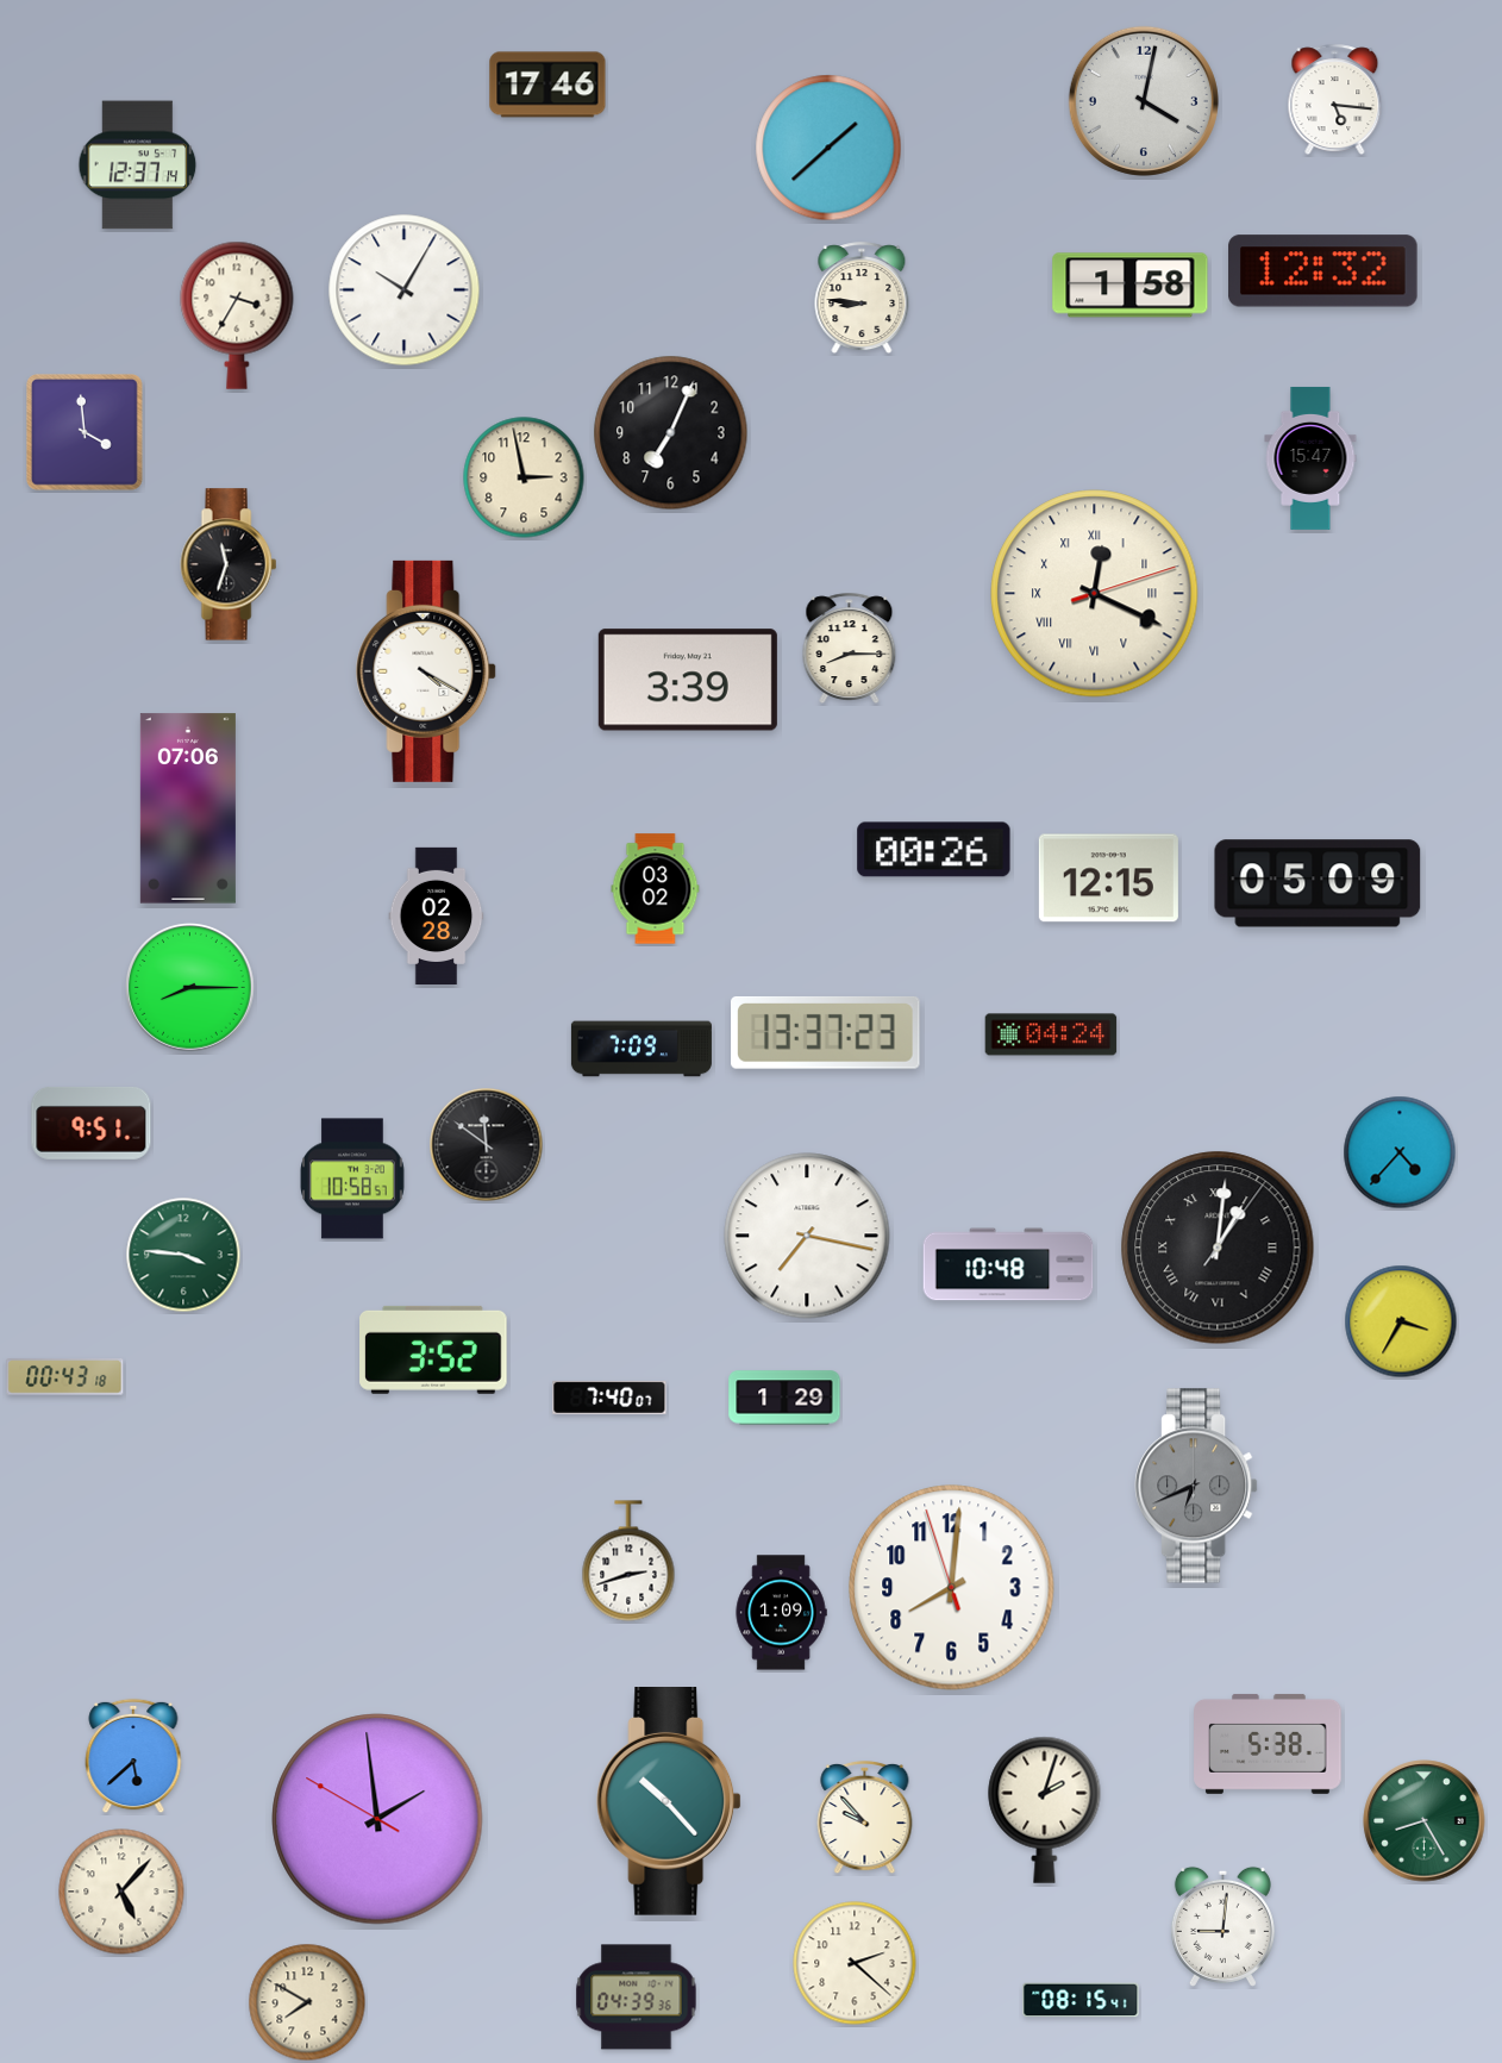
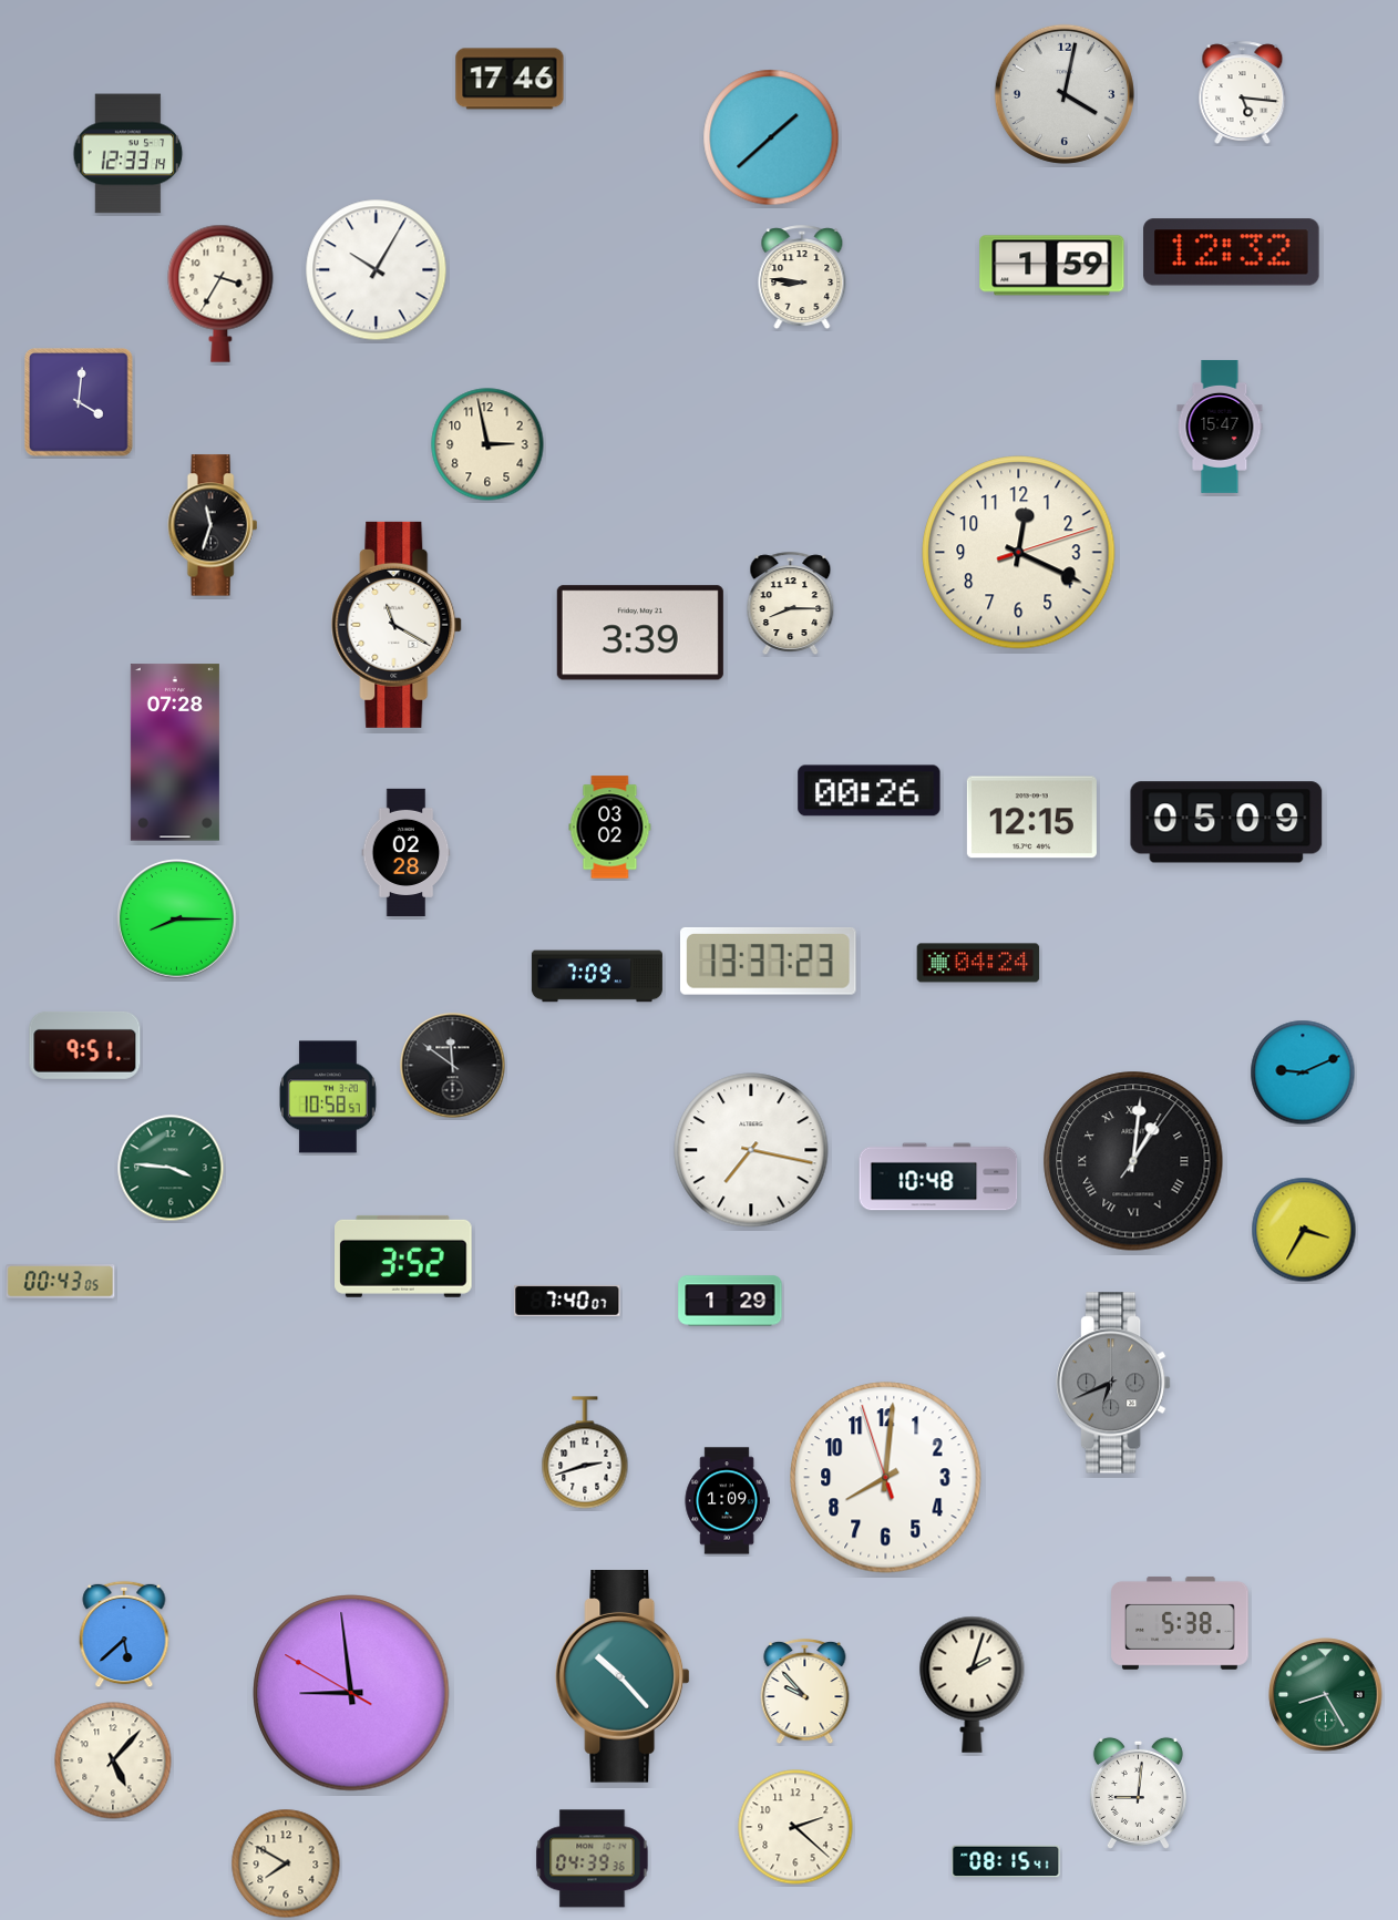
clock at (138, 165): 12:37 -> 12:33
clock at (1131, 286): 1:58 -> 1:59
clock at (85, 432): 3:59 -> 4:01
clock at (671, 433): 7:04 -> none
clock at (1095, 594) numerals: Roman -> Arabic
clock at (427, 671): 4:20 -> 11:20
clock at (188, 808): 07:06 -> 07:28
clock at (1400, 1152): 4:37 -> 9:11
clock at (65, 1377): 00:43:18 -> 00:43:05
clock at (377, 1819): 1:58 -> 8:58
